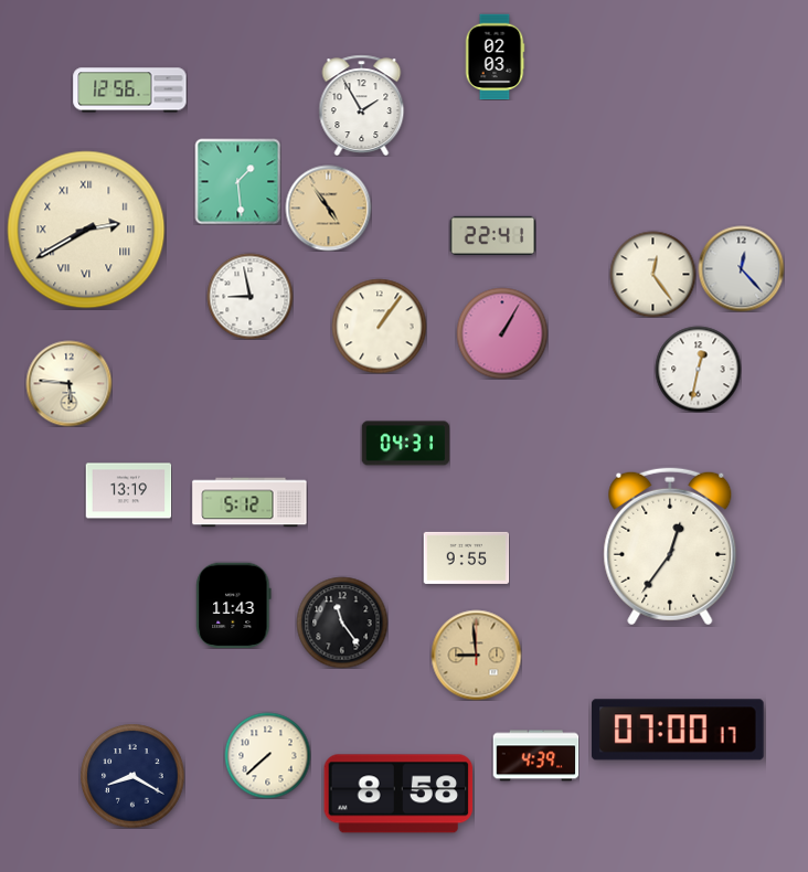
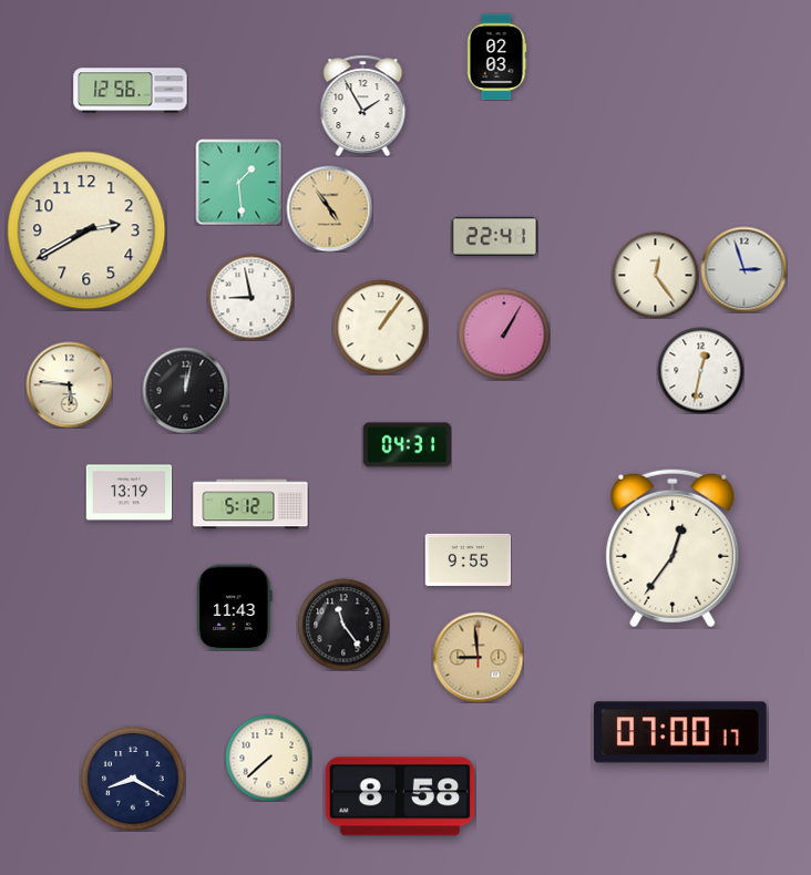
clock at (86, 230) numerals: Roman -> Arabic
clock at (741, 268): 12:23 -> 2:57
clock at (185, 390): none -> 12:02
clock at (535, 756): 4:39 -> none
